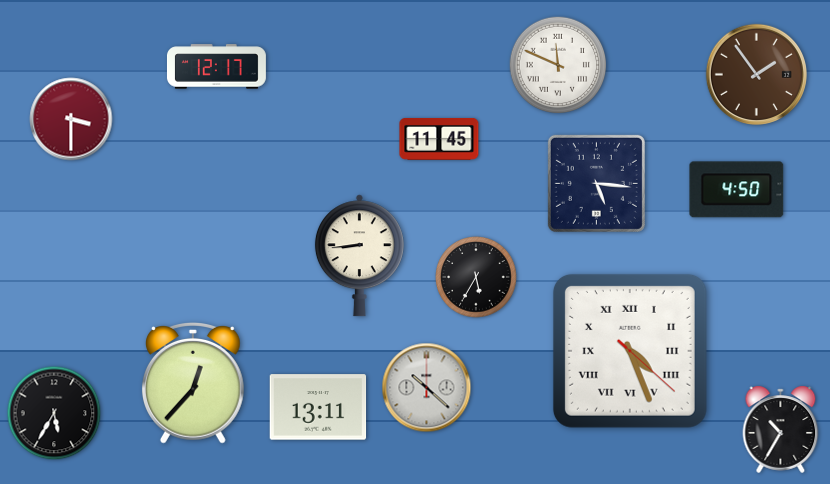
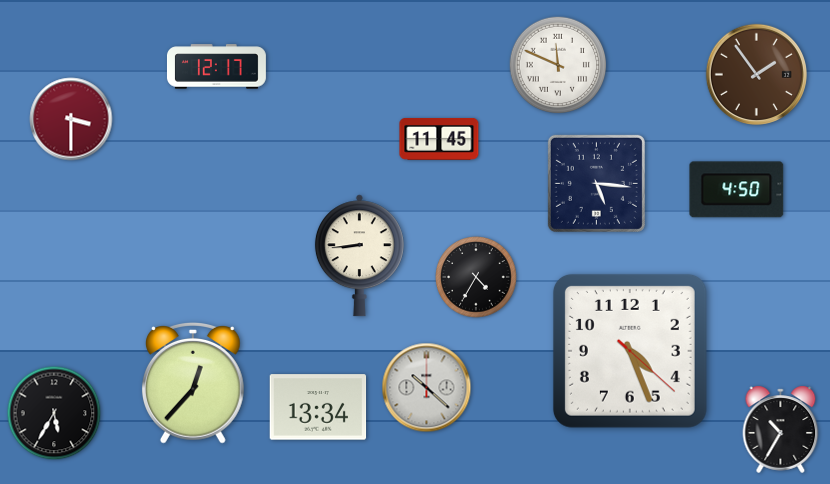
clock at (476, 277): 5:35 -> 4:35
clock at (630, 351) numerals: Roman -> Arabic
clock at (318, 407): 13:11 -> 13:34
